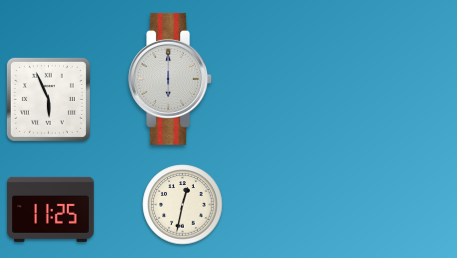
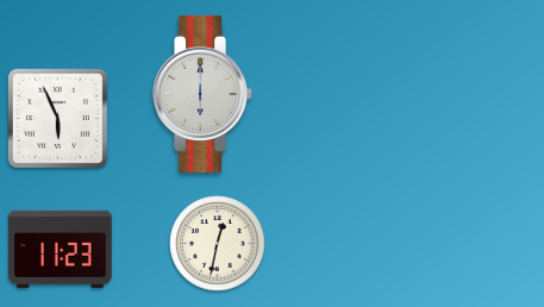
clock at (51, 209): 11:25 -> 11:23
